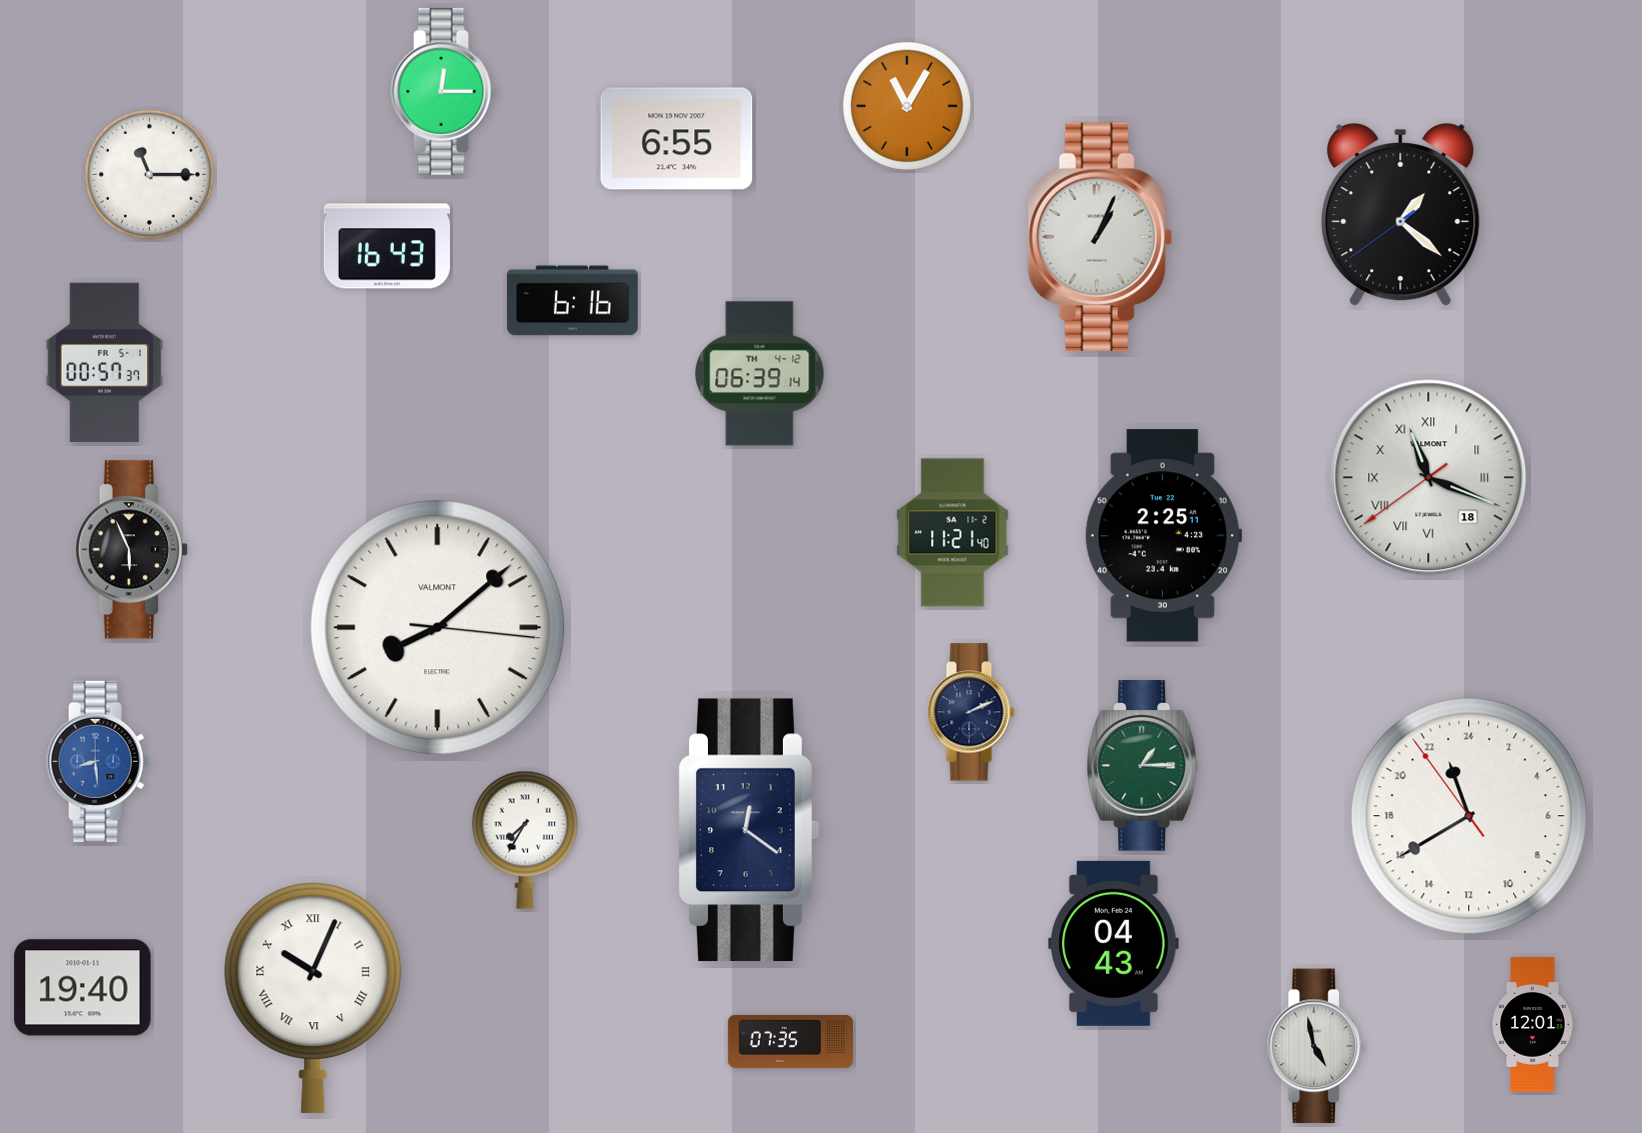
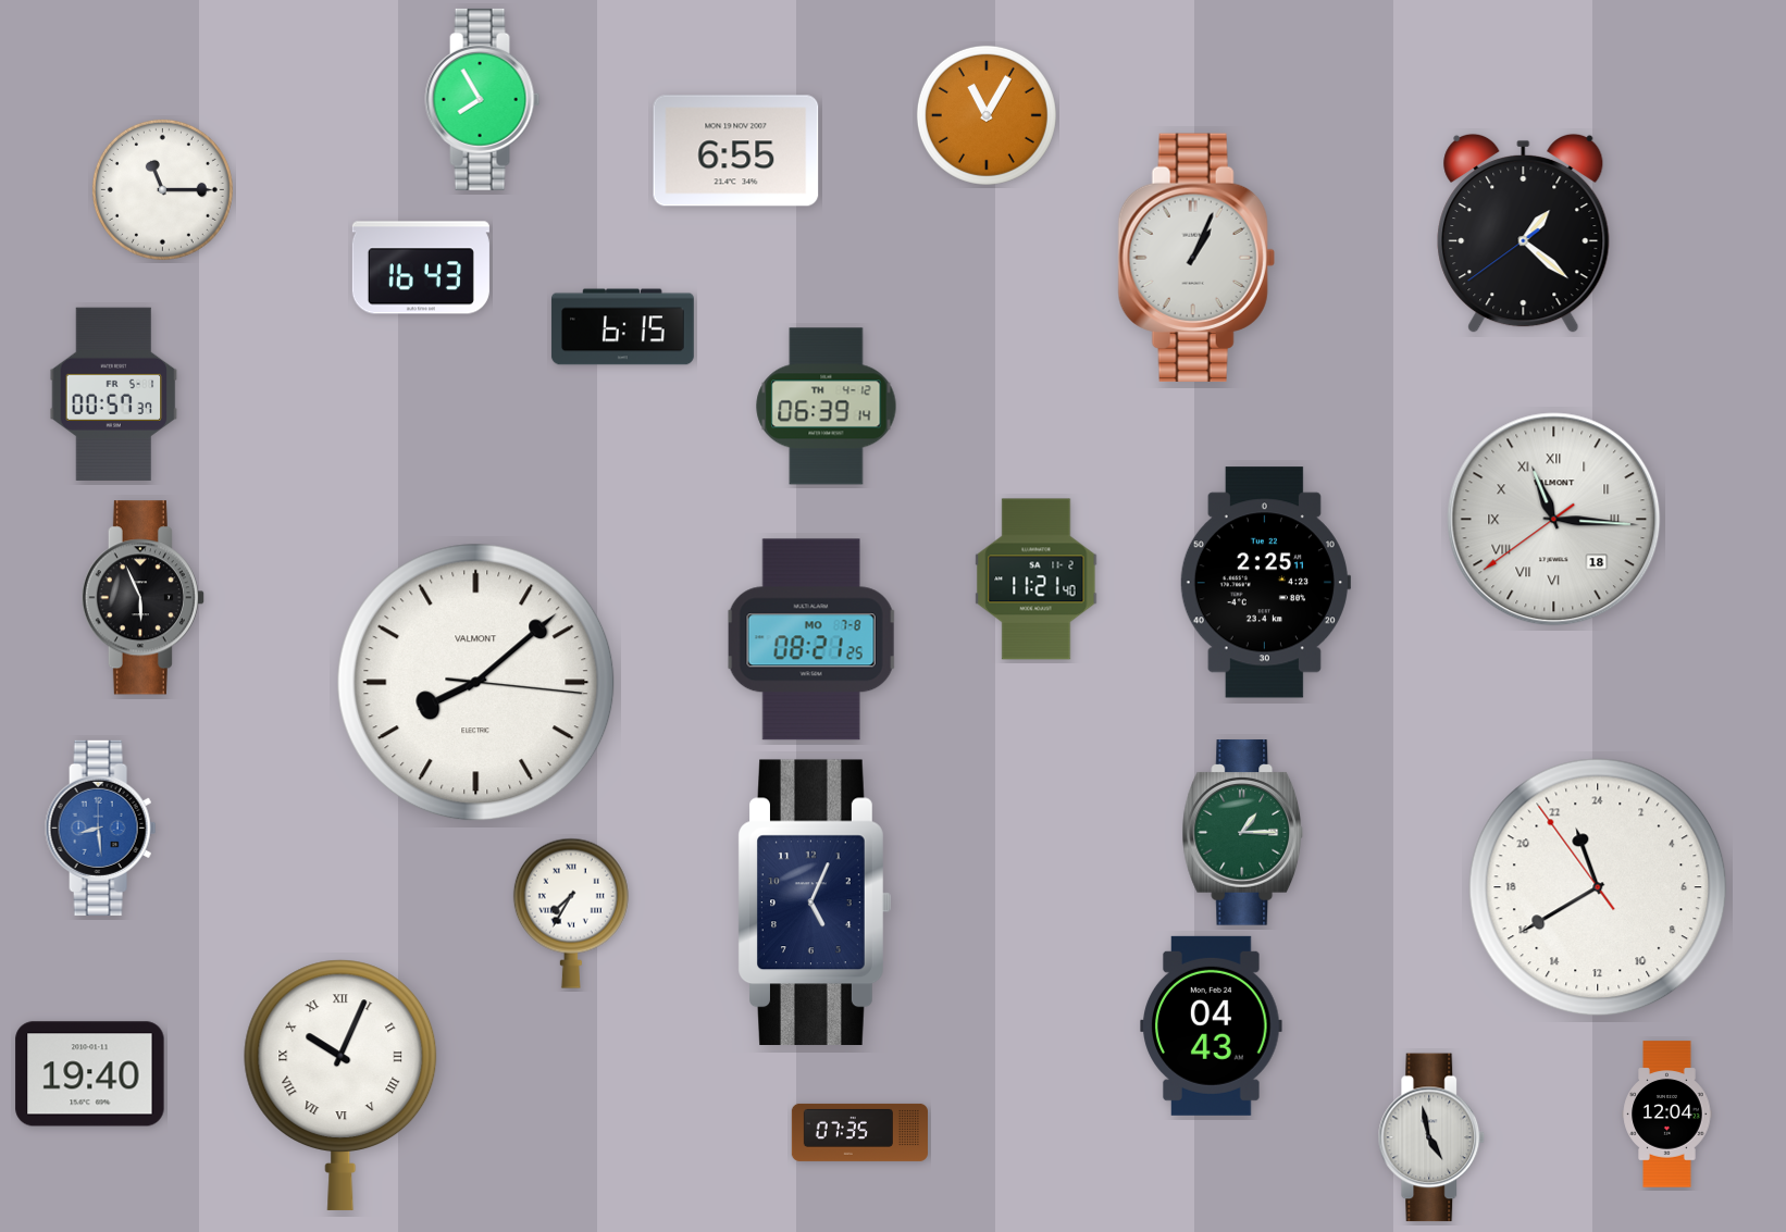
clock at (444, 91): 12:15 -> 7:55
clock at (572, 301): 6:16 -> 6:15
clock at (1429, 478): 11:18 -> 11:15
clock at (811, 639): none -> 08:21
clock at (971, 712): 2:11 -> none
clock at (98, 761) position: (98, 761) -> (101, 827)
clock at (749, 830): 12:21 -> 5:04
clock at (1533, 1025): 12:01 -> 12:04
